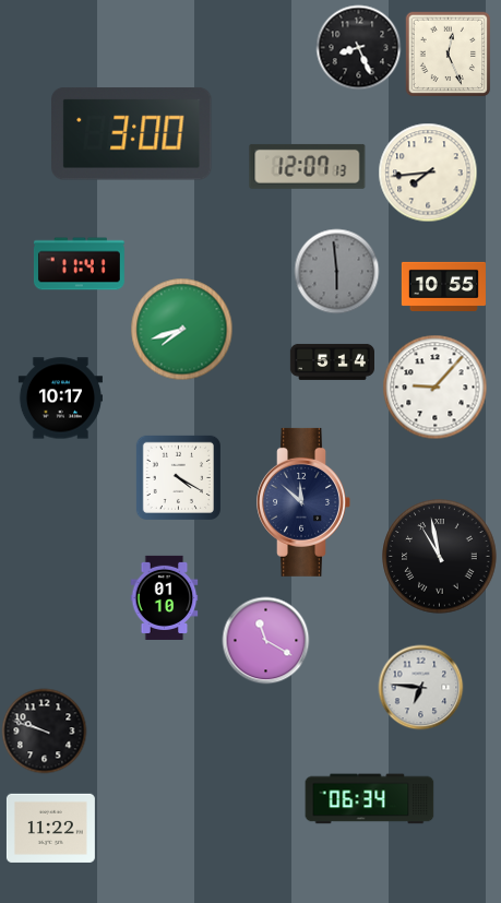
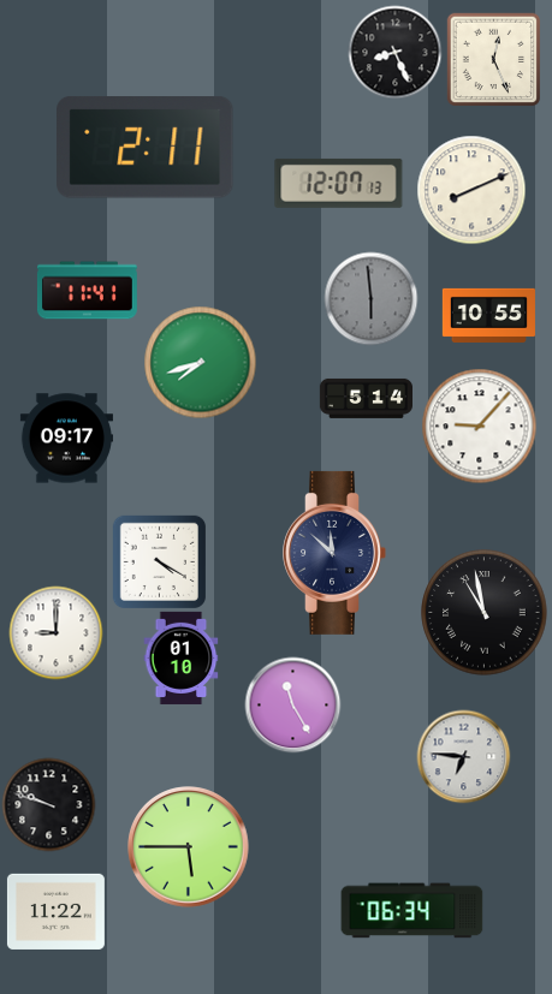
clock at (132, 134): 3:00 -> 2:11
clock at (428, 173): 7:44 -> 8:11
clock at (60, 399): 10:17 -> 09:17
clock at (178, 477) position: (178, 477) -> (159, 561)
clock at (55, 632): none -> 9:00
clock at (265, 640): 11:20 -> 11:25
clock at (189, 847): none -> 5:45
clock at (370, 799) position: (370, 799) -> (412, 911)
